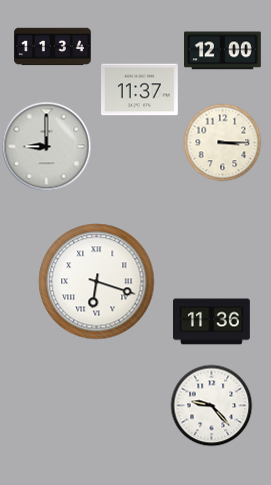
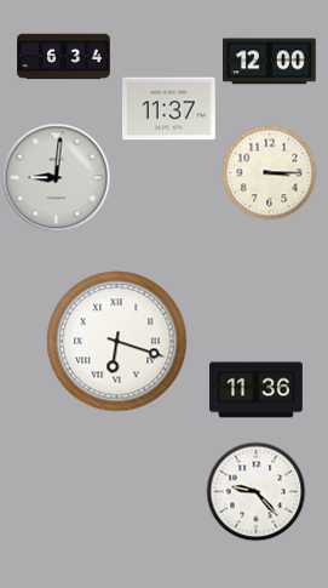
clock at (53, 47): 11:34 -> 6:34
clock at (46, 146): 9:00 -> 9:01
